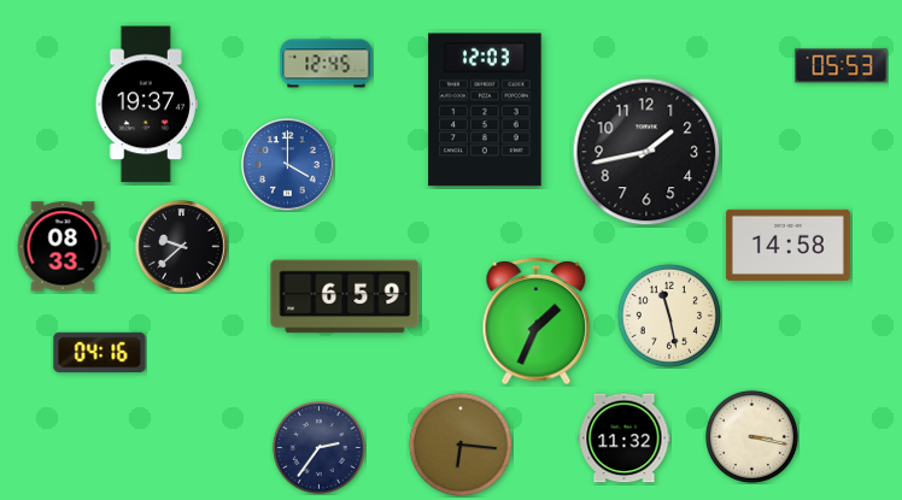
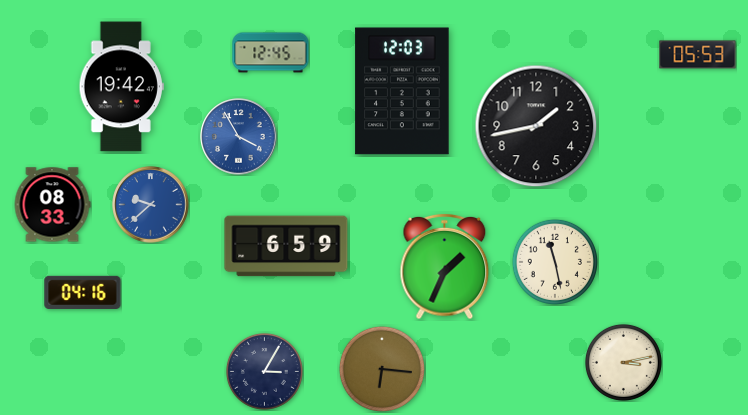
clock at (146, 105): 19:37 -> 19:42
clock at (288, 165): 4:00 -> 3:55
clock at (787, 245): 14:58 -> none
clock at (182, 247) dial: black -> blue
clock at (751, 436): 3:17 -> 3:13
clock at (625, 439): 11:32 -> none
clock at (318, 447): 2:36 -> 3:05
